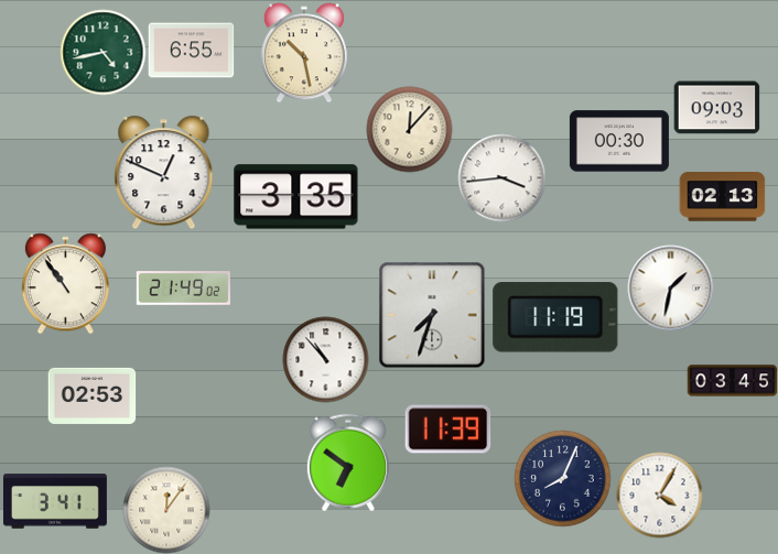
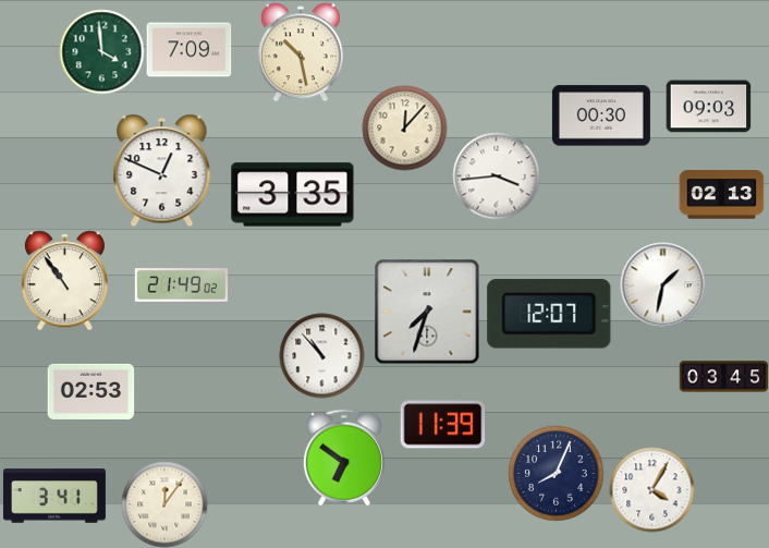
clock at (191, 51): 6:55 -> 7:09
clock at (102, 52): 4:43 -> 3:59
clock at (619, 141) position: (619, 141) -> (601, 115)
clock at (722, 197) position: (722, 197) -> (721, 195)
clock at (555, 317): 11:19 -> 12:07
